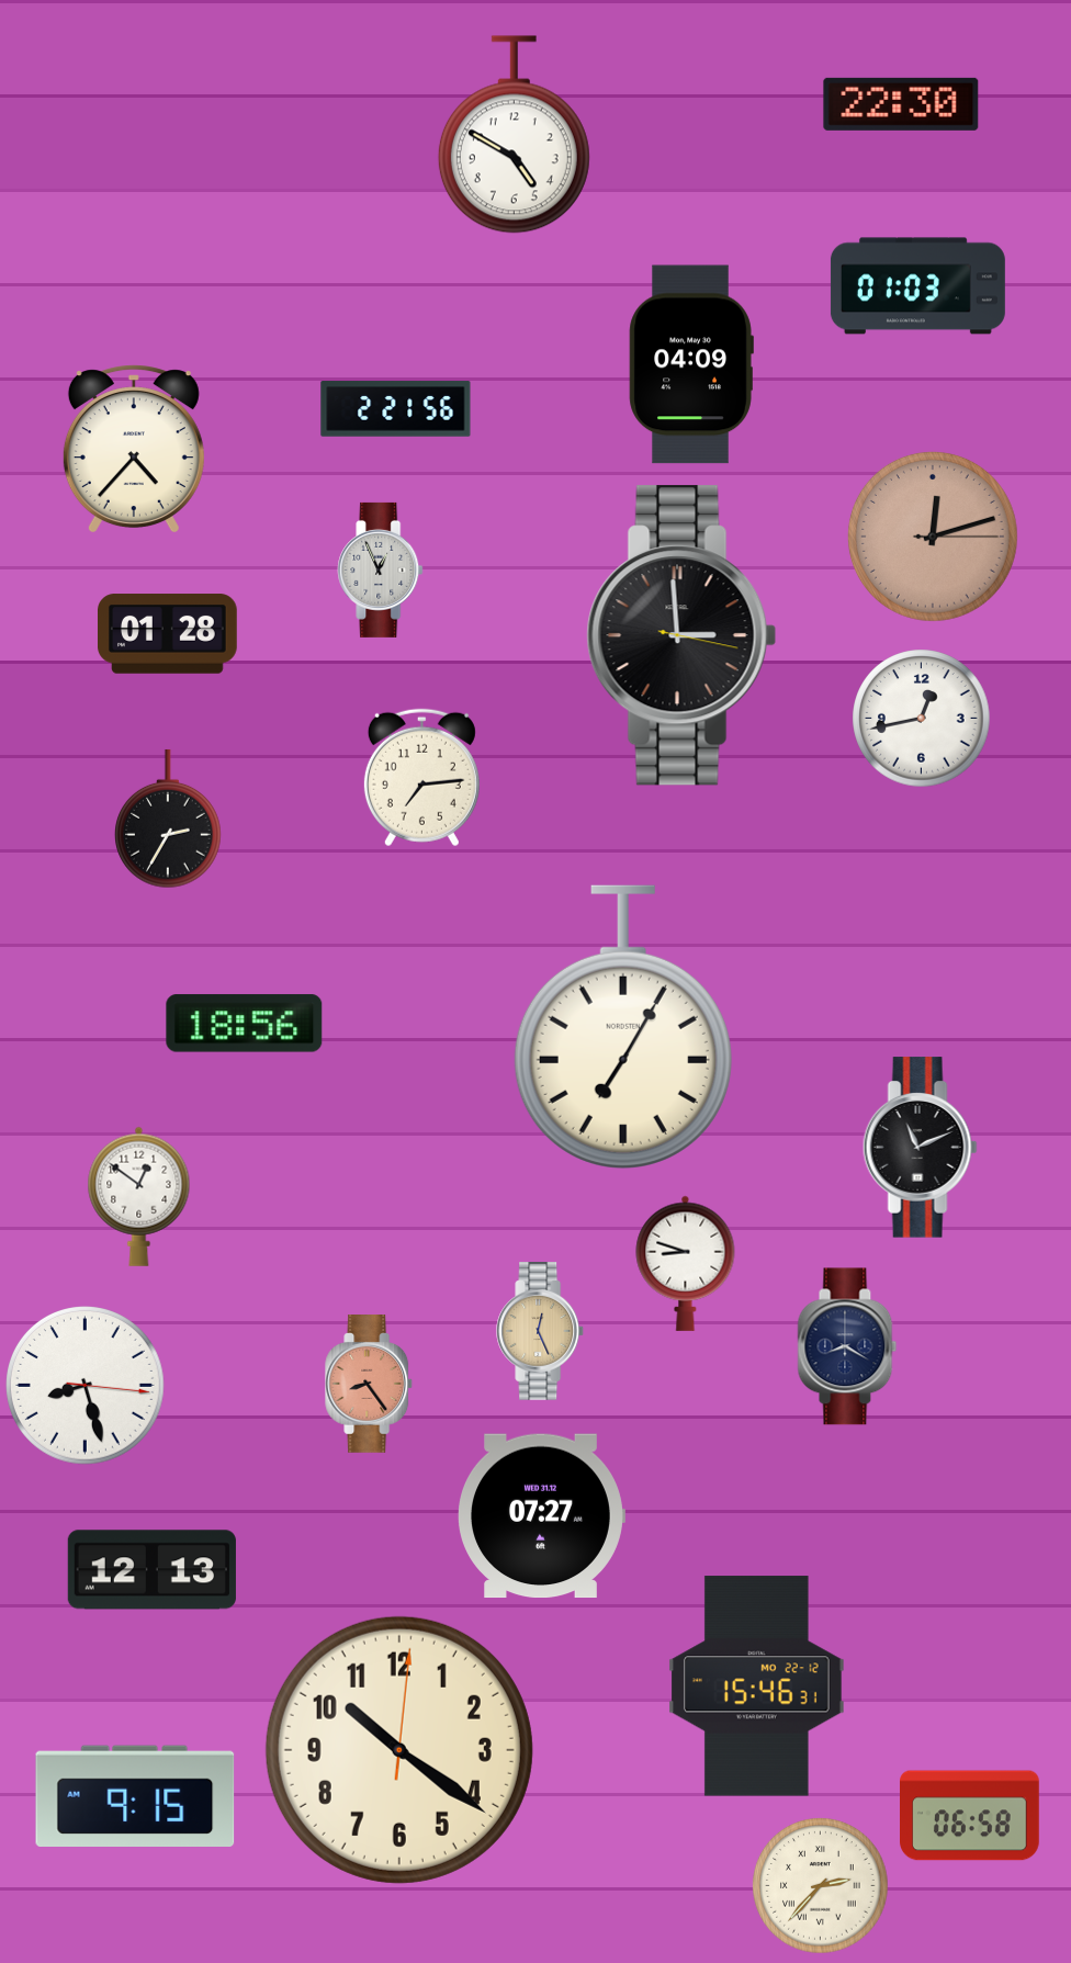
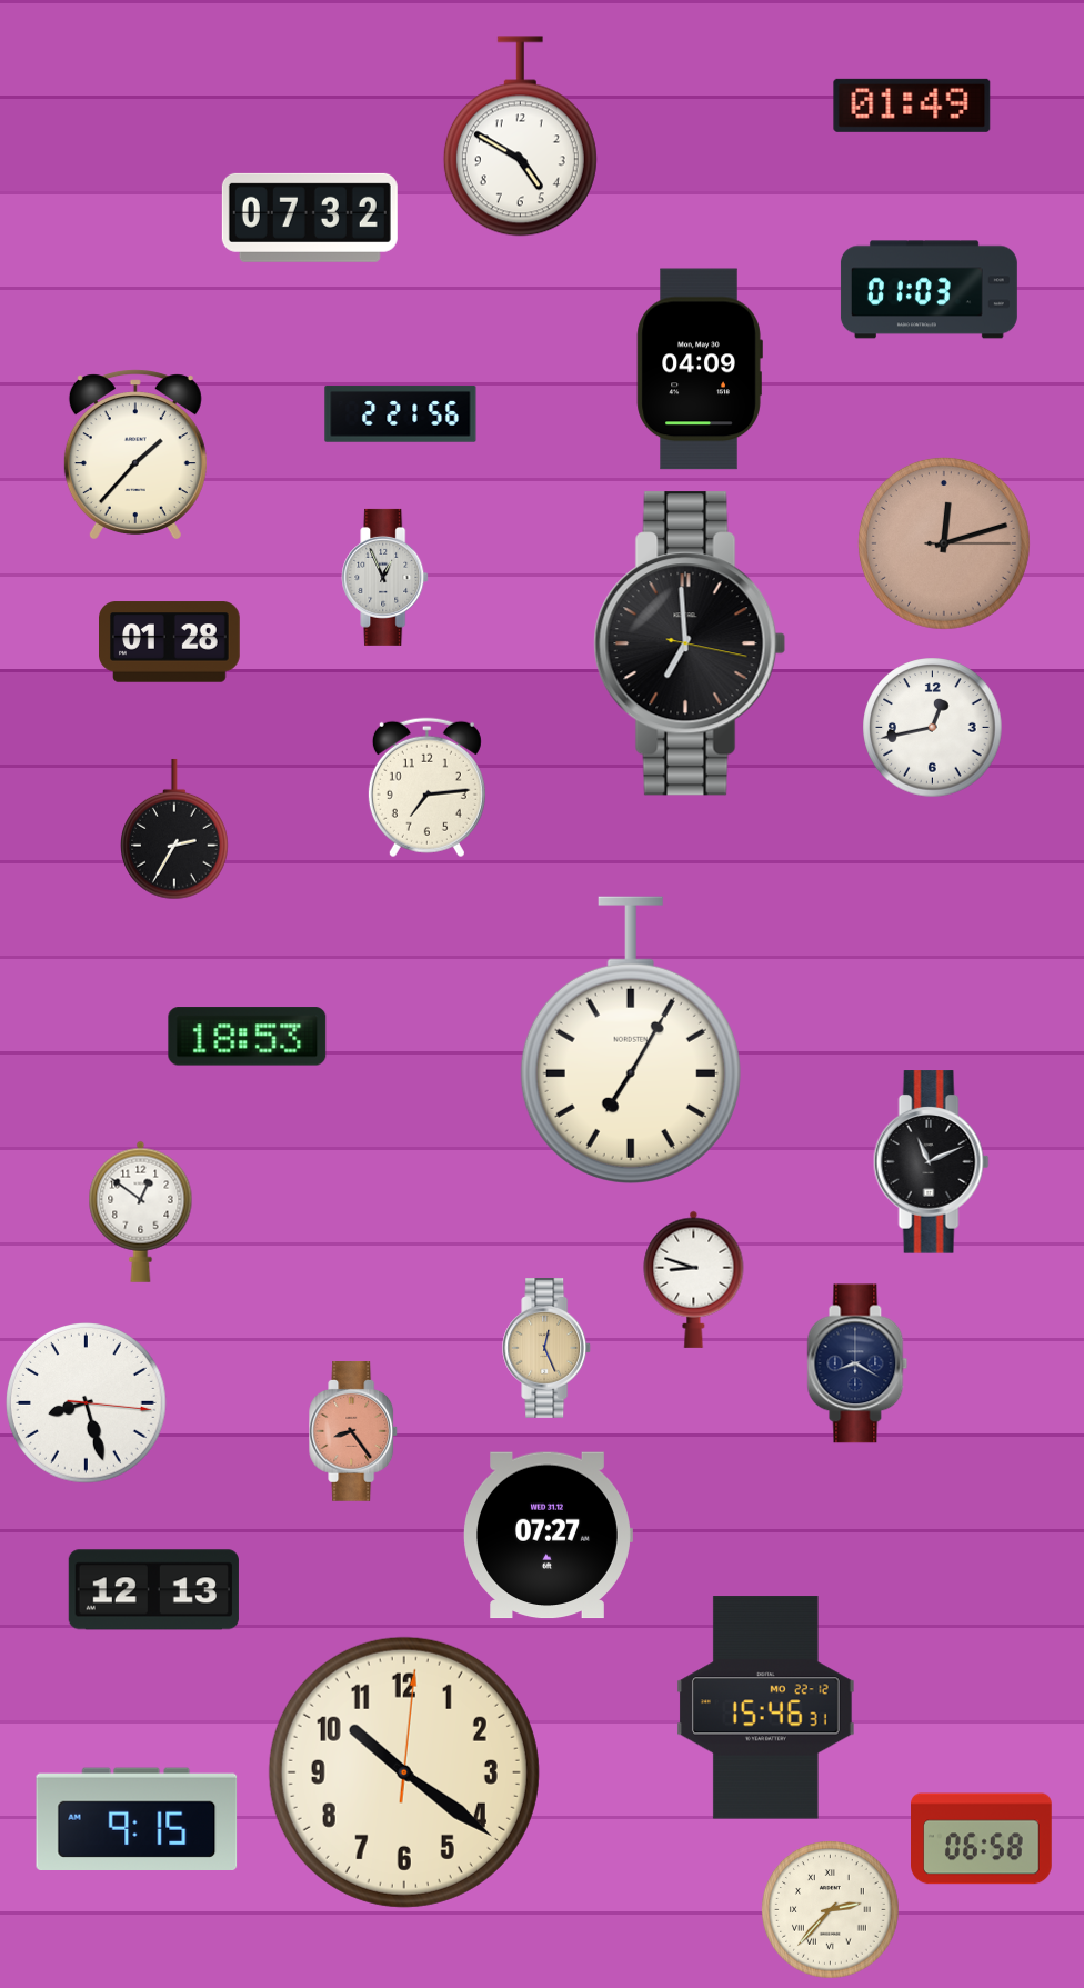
clock at (901, 104): 22:30 -> 01:49
clock at (310, 218): none -> 07:32
clock at (134, 448): 4:37 -> 1:37
clock at (681, 635): 2:59 -> 6:59
clock at (169, 820) position: (169, 820) -> (175, 830)
clock at (245, 1024): 18:56 -> 18:53
clock at (370, 1385) position: (370, 1385) -> (354, 1432)
